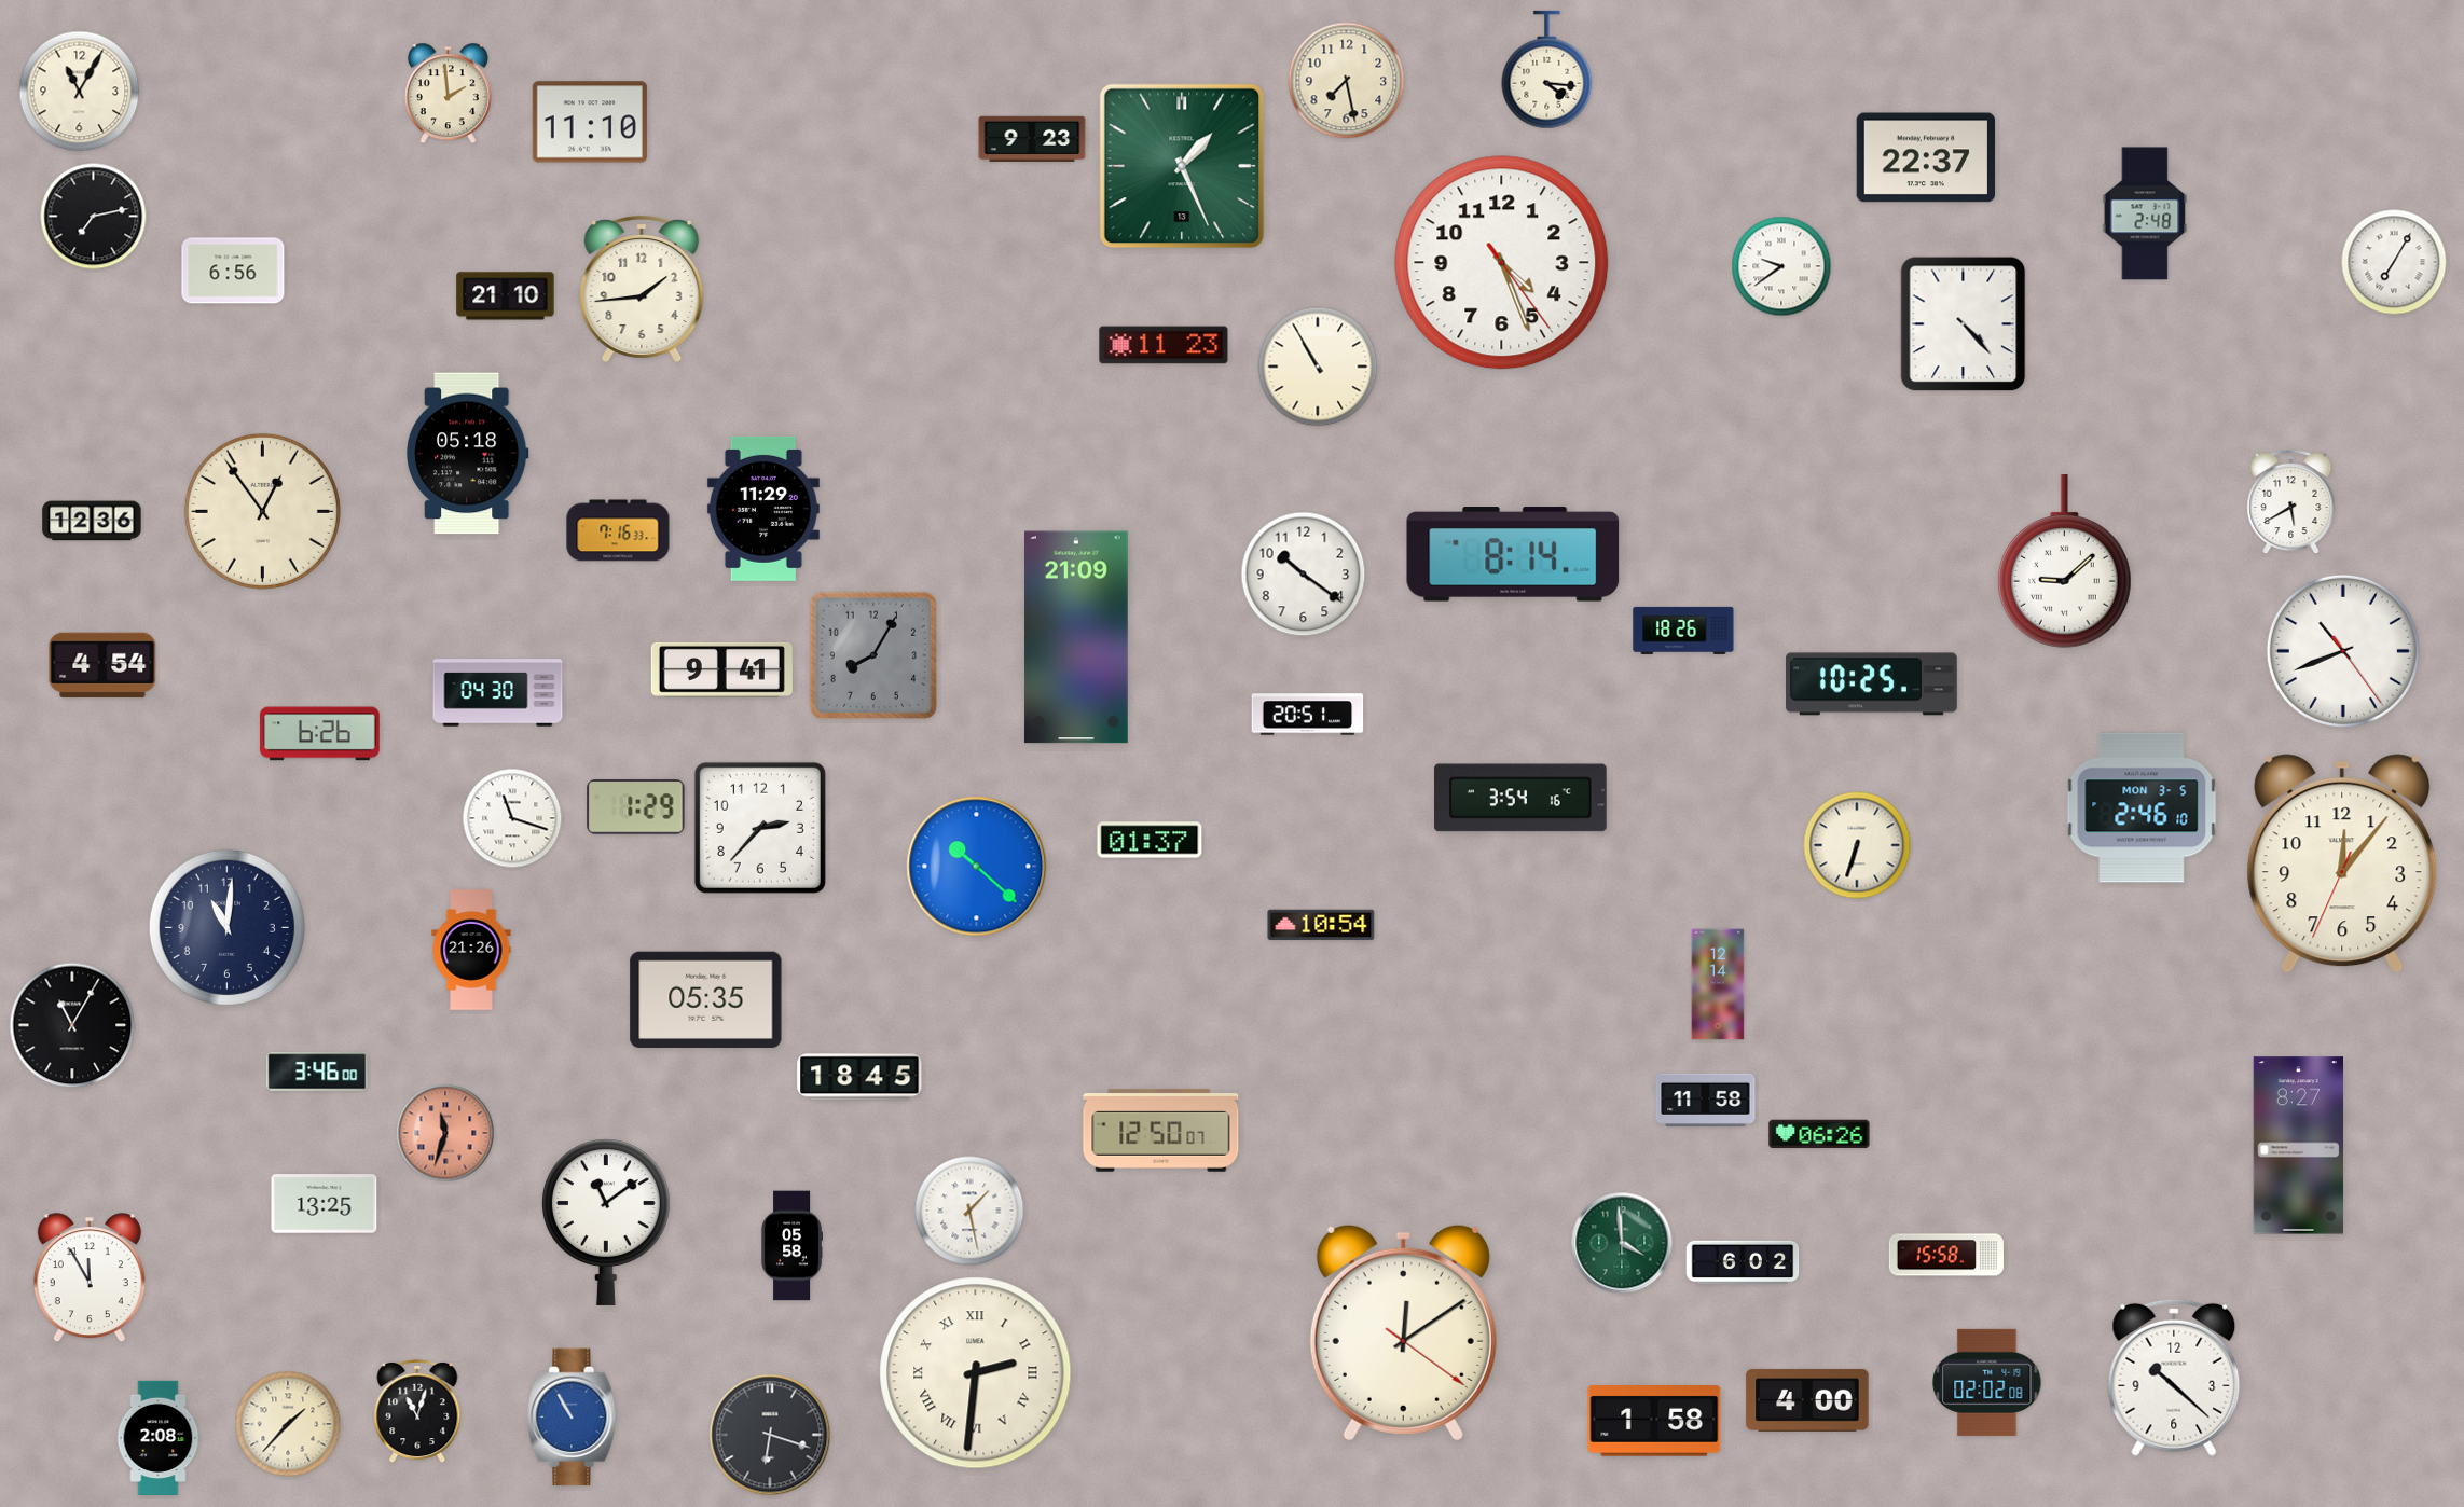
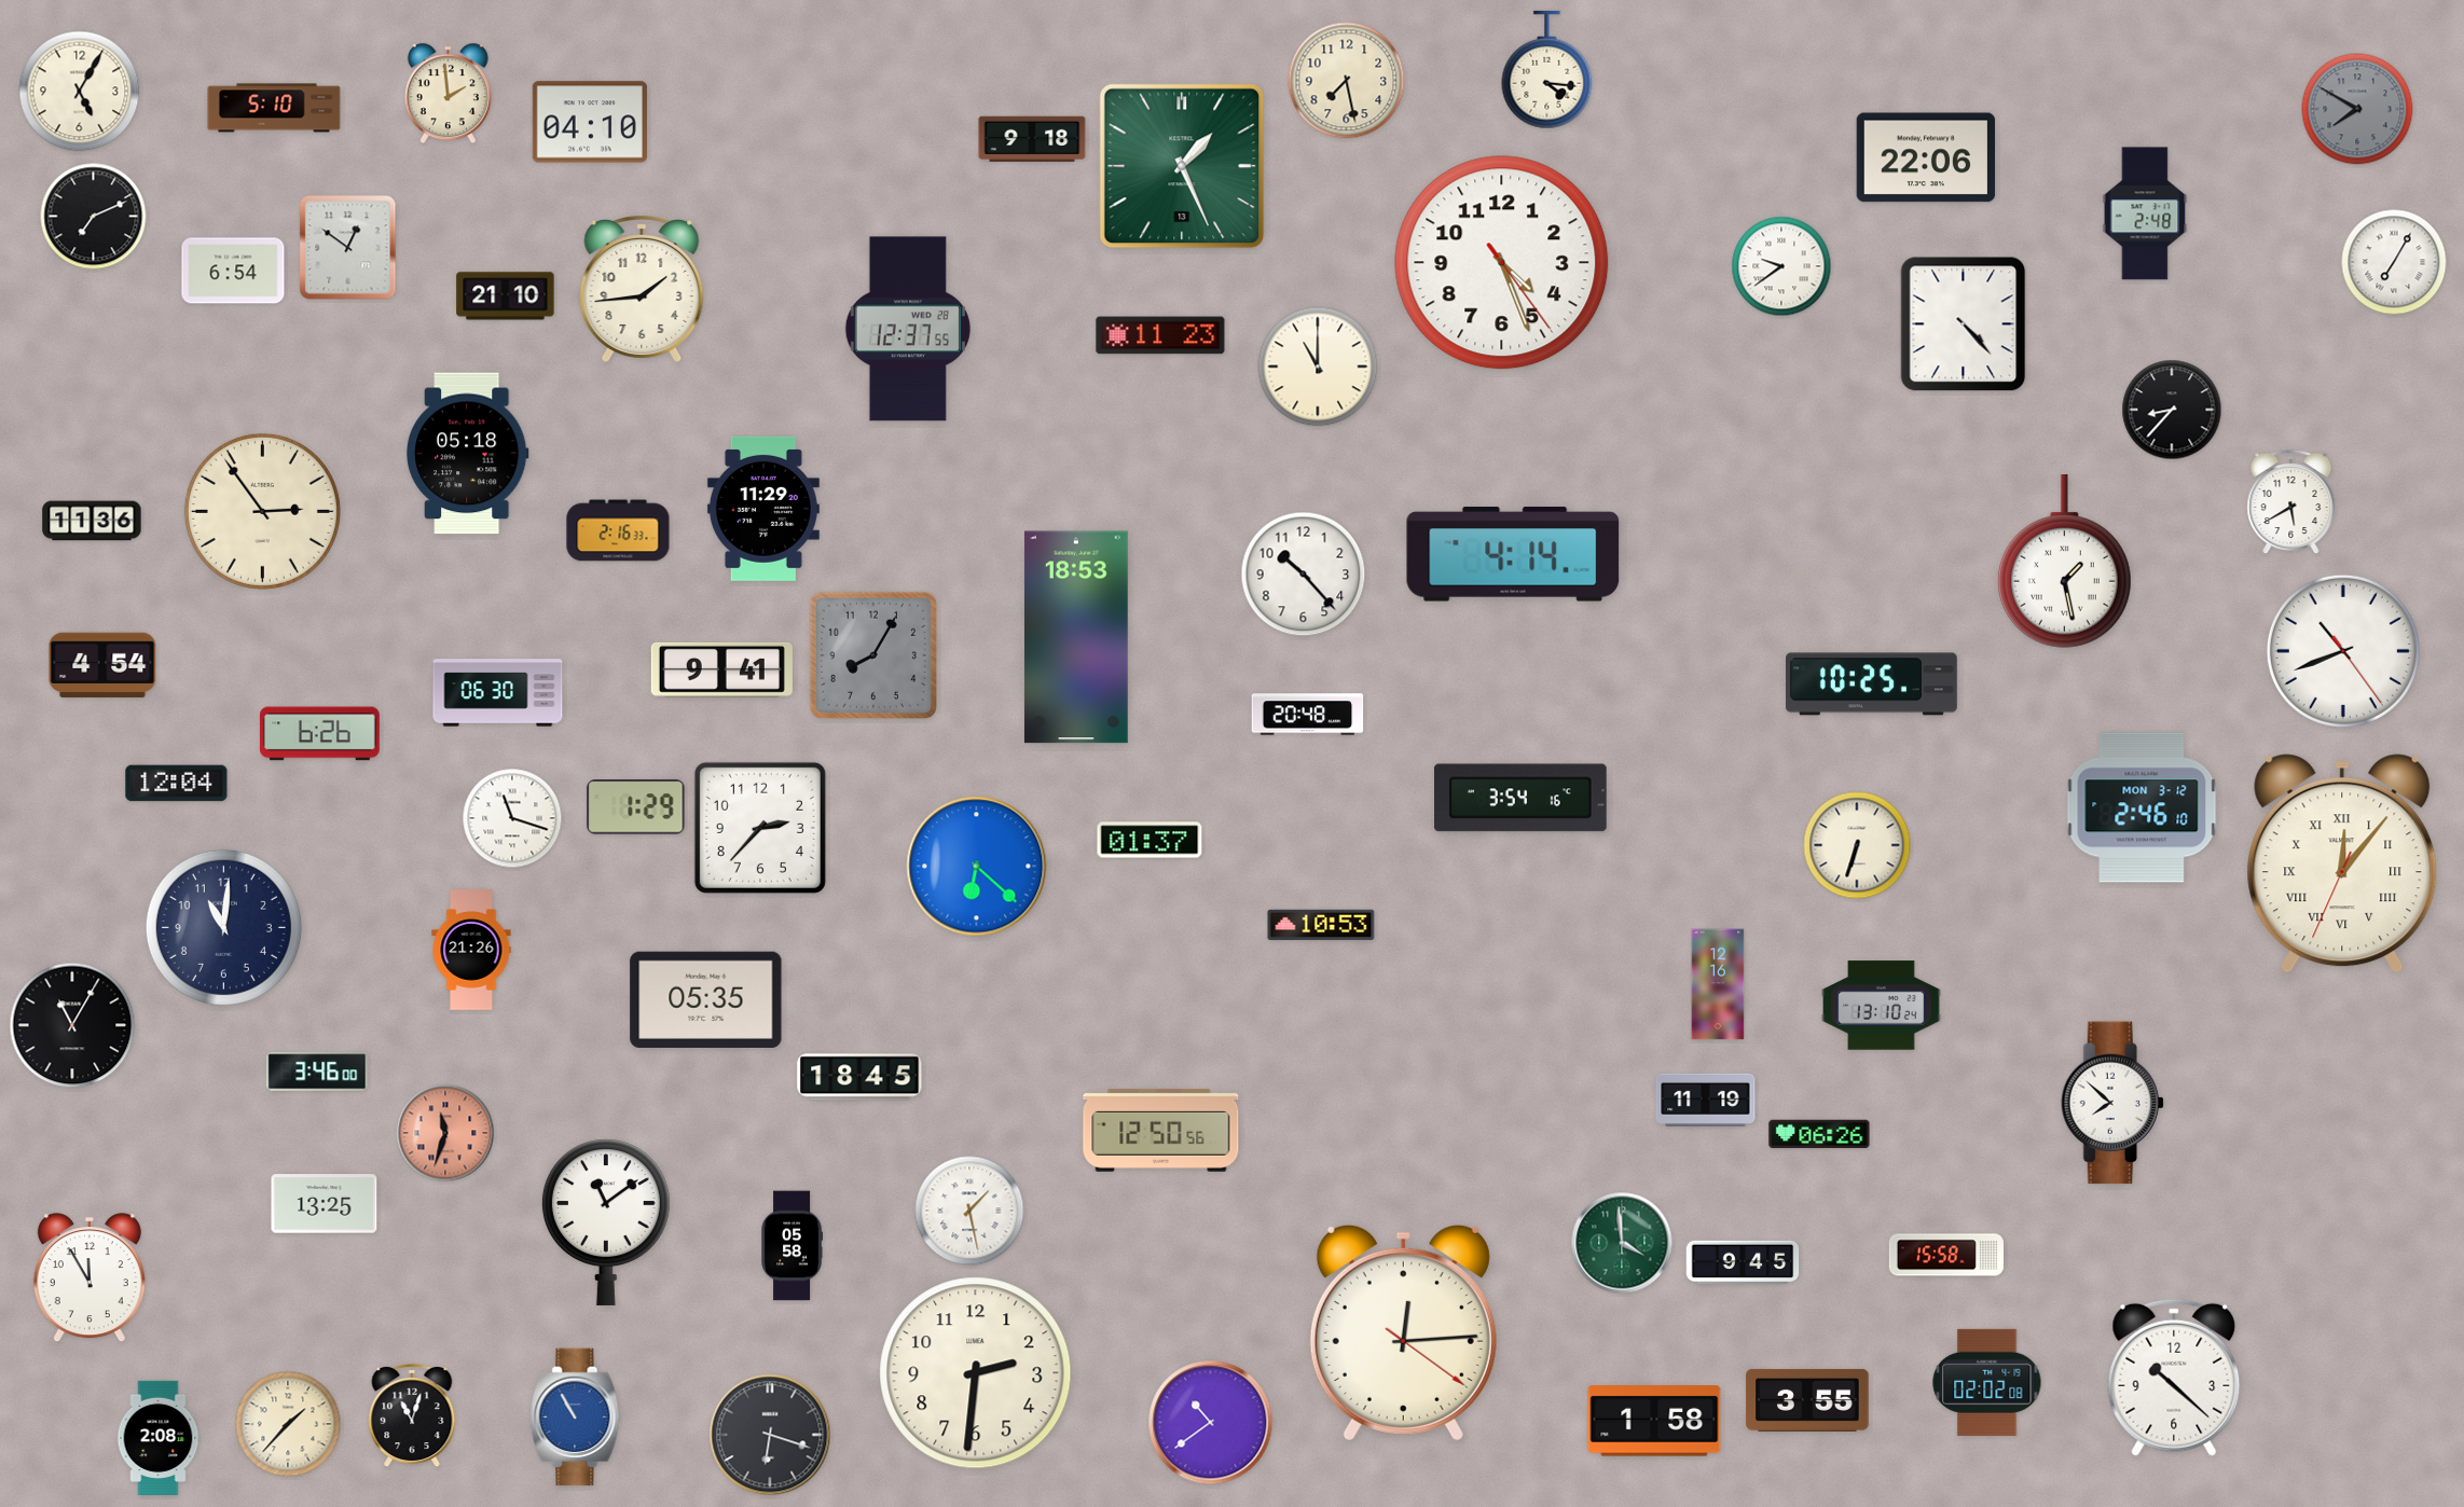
clock at (80, 92): 11:05 -> 5:05
clock at (274, 108): none -> 5:10
clock at (2357, 109): none -> 7:50
clock at (590, 122): 11:10 -> 04:10
clock at (1032, 139): 9:23 -> 9:18
clock at (1926, 157): 22:37 -> 22:06
clock at (94, 217): 7:13 -> 7:11
clock at (348, 248): none -> 12:51
clock at (233, 271): 6:56 -> 6:54
clock at (908, 329): none -> 12:37
clock at (1164, 345) position: (1164, 345) -> (1160, 335)
clock at (1318, 367): 10:55 -> 11:00
clock at (2172, 410): none -> 8:37
clock at (262, 511): 12:54 -> 2:54
clock at (92, 521): 12:36 -> 11:36
clock at (618, 530): 7:16 -> 2:16
clock at (1513, 554): 8:14 -> 4:14
clock at (2064, 562): 9:08 -> 1:28
clock at (1304, 575): 10:21 -> 10:23
clock at (1683, 631): 18:26 -> none
clock at (1076, 637): 21:09 -> 18:53
clock at (498, 693): 04:30 -> 06:30
clock at (1308, 715): 20:51 -> 20:48
clock at (177, 784): none -> 12:04
clock at (2142, 807) date: MON 3-5 -> MON 3-12
clock at (2342, 863) numerals: Arabic -> Roman
clock at (977, 867): 10:22 -> 6:22
clock at (1321, 925): 10:54 -> 10:53
clock at (226, 927) position: (226, 927) -> (223, 927)
clock at (1718, 984): 12:14 -> 12:16
clock at (1882, 1006): none -> 13:10
clock at (1706, 1100): 11:58 -> 11:19
clock at (2112, 1103): none -> 7:52
clock at (1161, 1130): 12:50:07 -> 12:50:56
clock at (2298, 1146): 8:27 -> none
clock at (1743, 1262): 6:02 -> 9:45
clock at (1403, 1332): 12:09 -> 12:14
clock at (976, 1373) numerals: Roman -> Arabic
clock at (1807, 1400): 4:00 -> 3:55
clock at (417, 1411) position: (417, 1411) -> (412, 1415)
clock at (573, 1418) position: (573, 1418) -> (576, 1418)
clock at (1211, 1423): none -> 10:39
